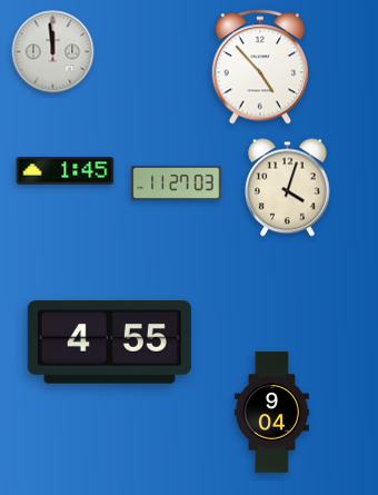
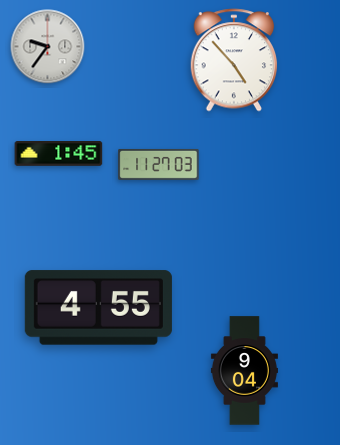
clock at (53, 52): 11:59 -> 9:36
clock at (288, 188): 4:03 -> none
